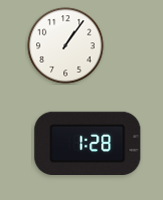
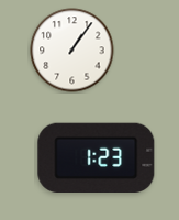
clock at (88, 143): 1:28 -> 1:23
